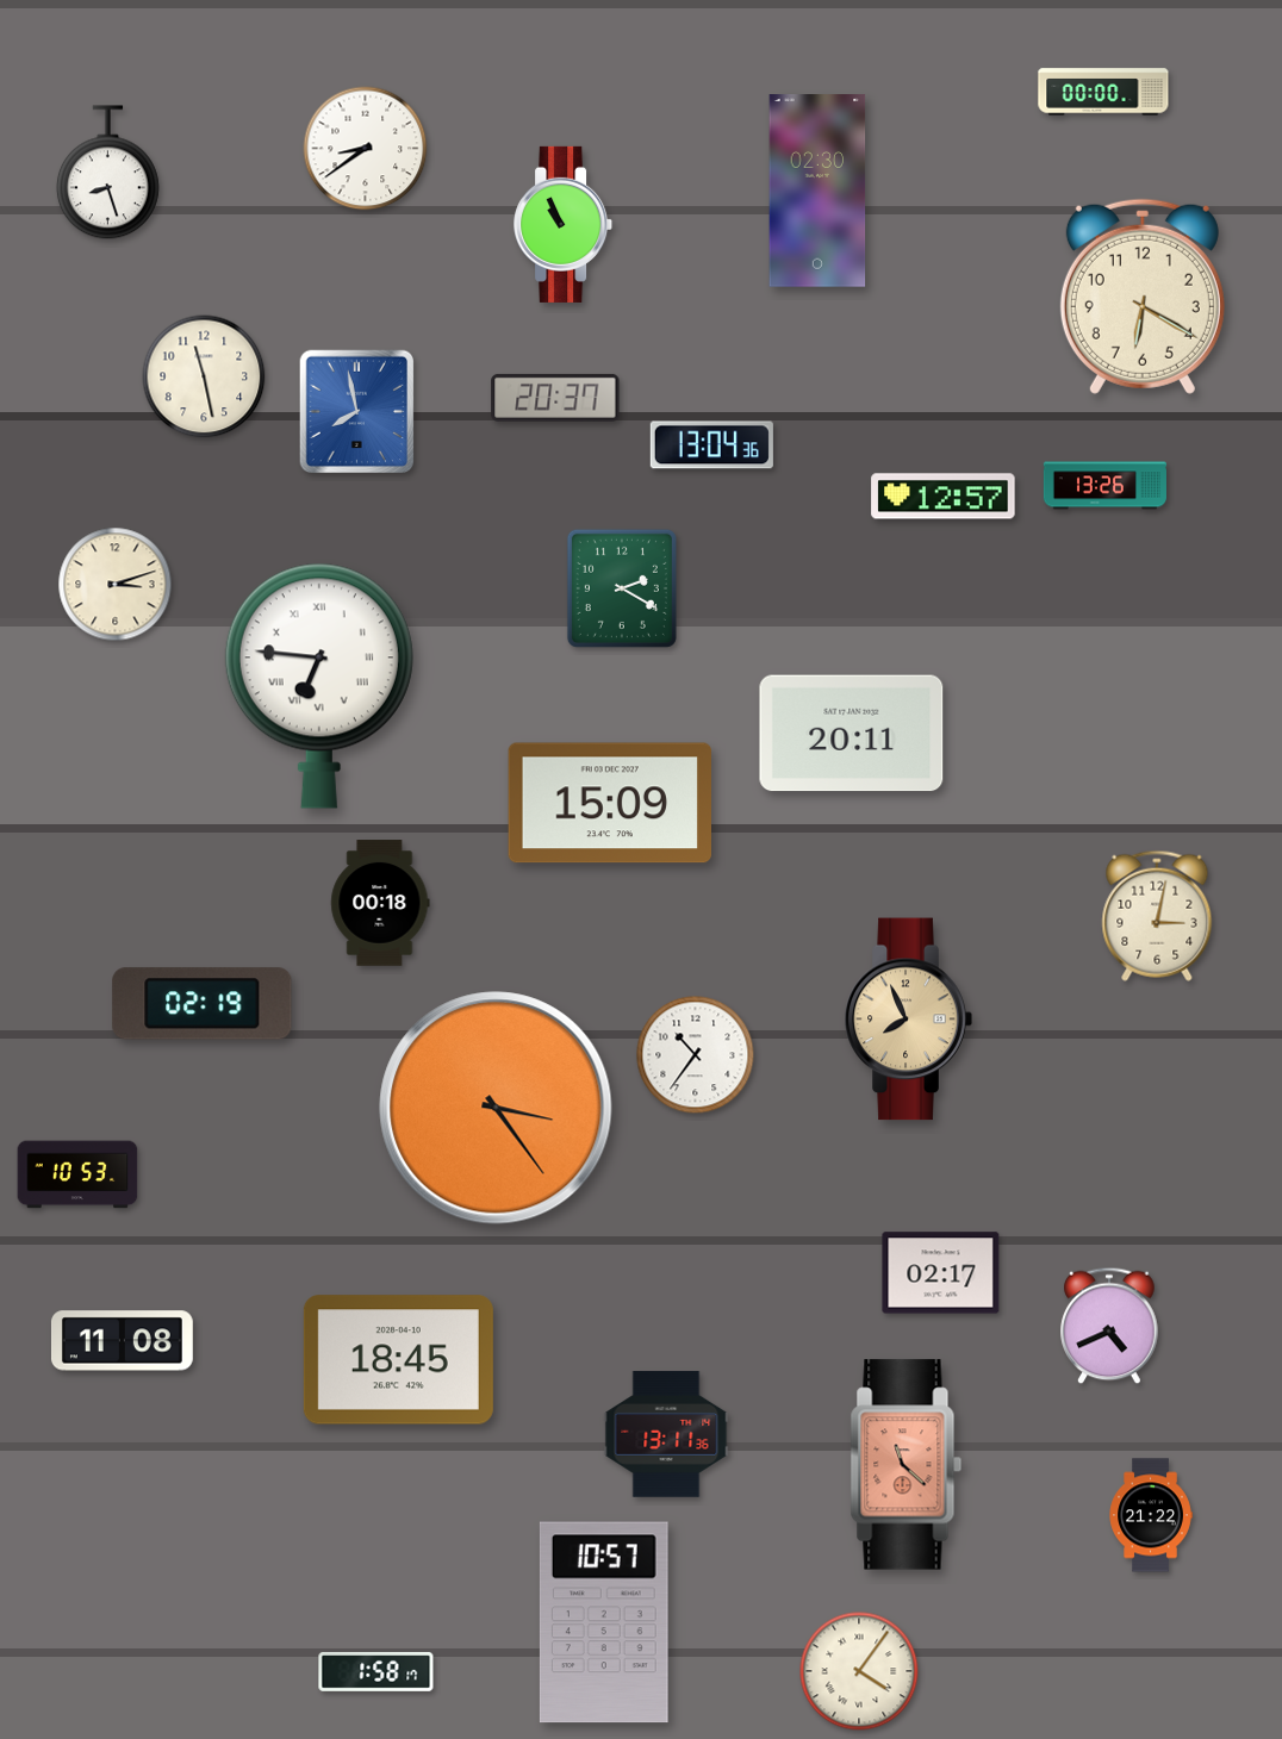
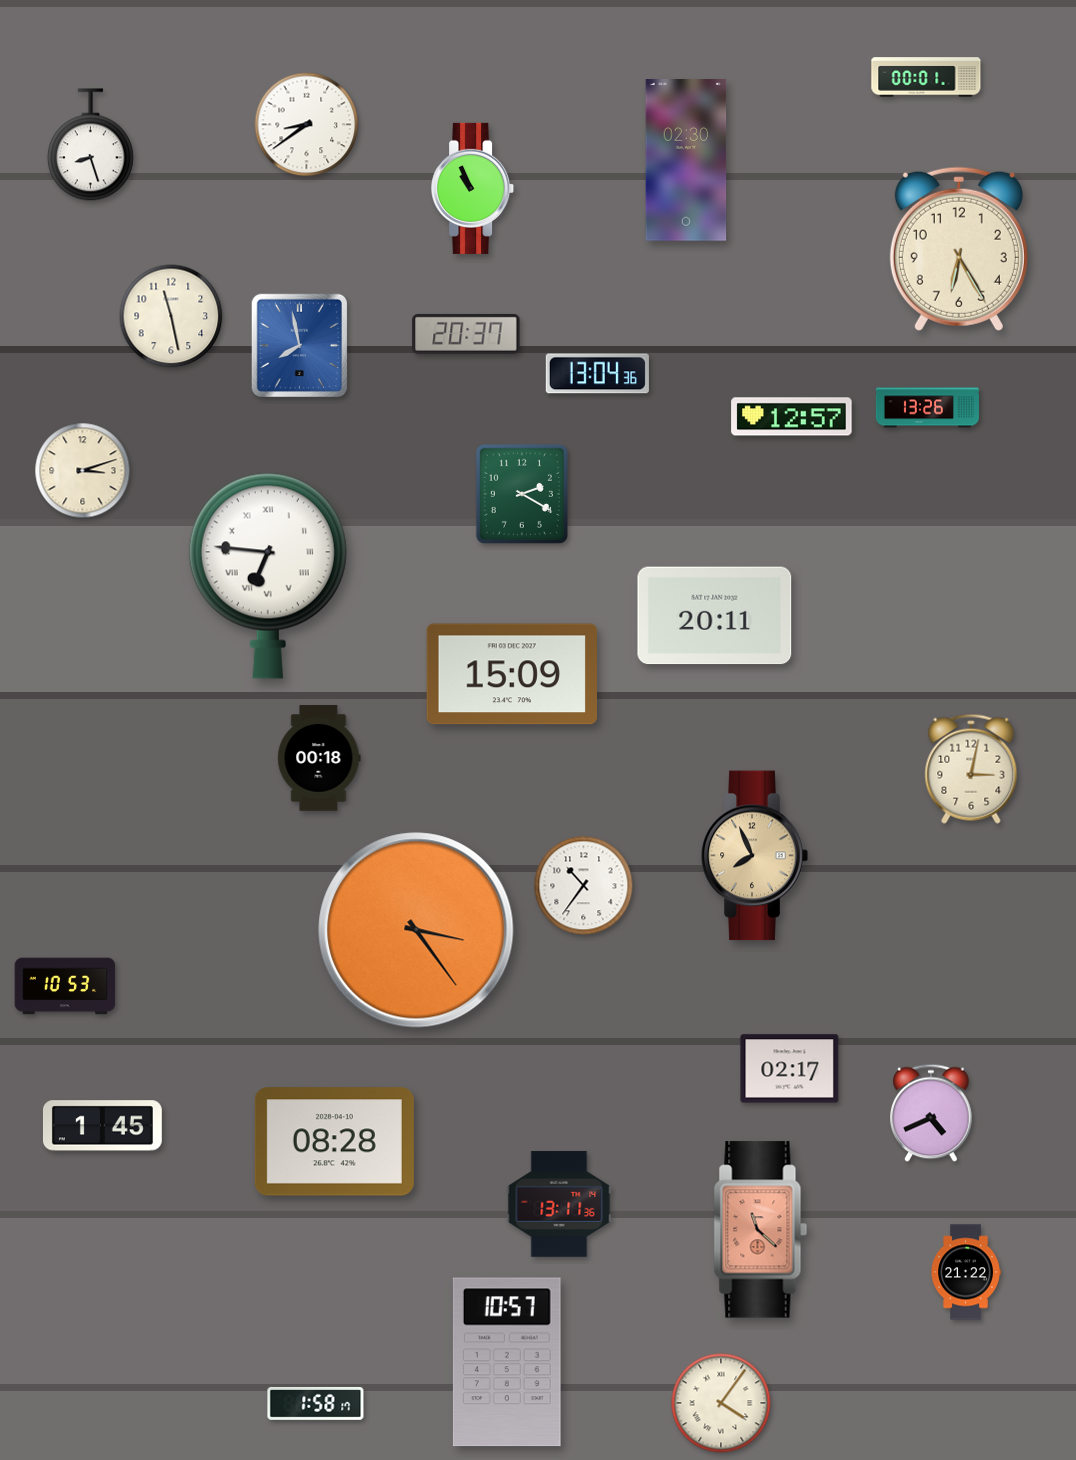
clock at (1103, 92): 00:00 -> 00:01
clock at (1143, 297): 6:20 -> 6:25
clock at (116, 585) position: (116, 585) -> (83, 471)
clock at (203, 1004): 02:19 -> none
clock at (908, 1020) position: (908, 1020) -> (754, 856)
clock at (122, 1341): 11:08 -> 1:45
clock at (398, 1360): 18:45 -> 08:28
